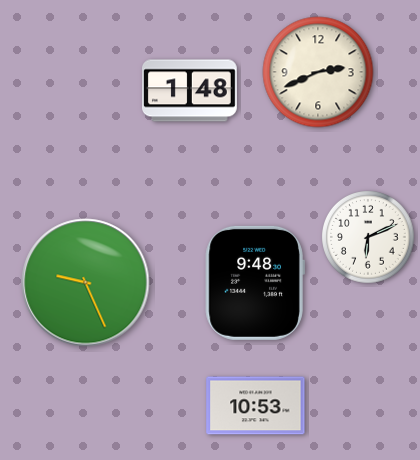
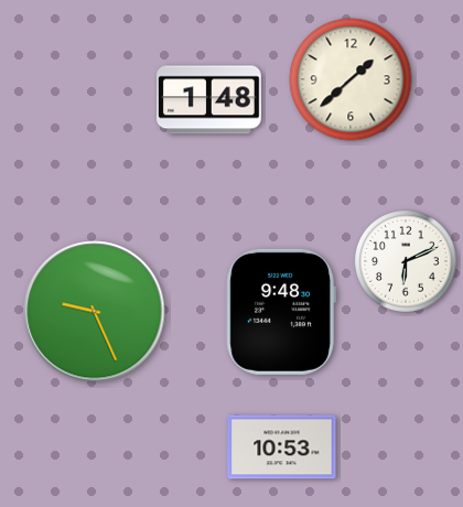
clock at (318, 72): 2:41 -> 1:38
